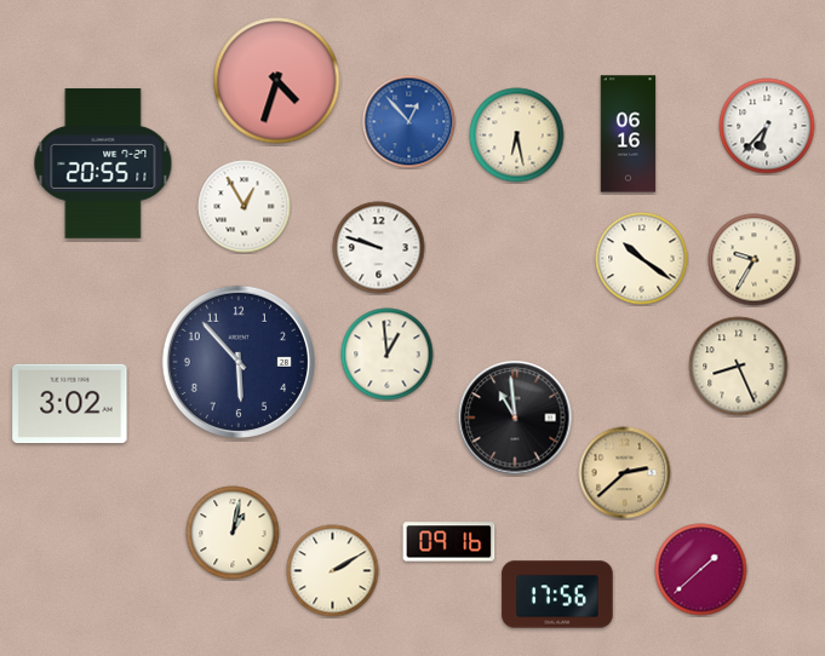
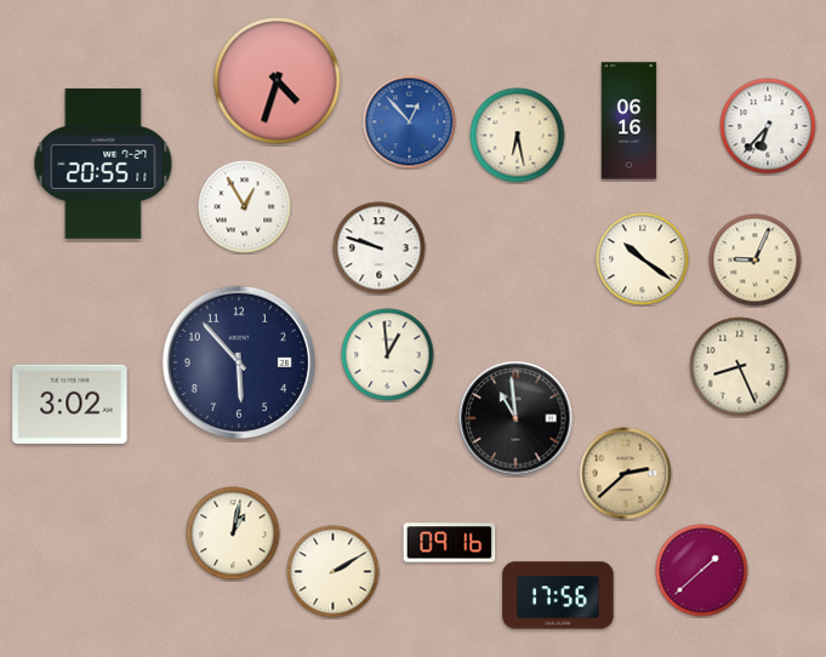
clock at (629, 134) position: (629, 134) -> (630, 121)
clock at (755, 260): 9:35 -> 9:04
